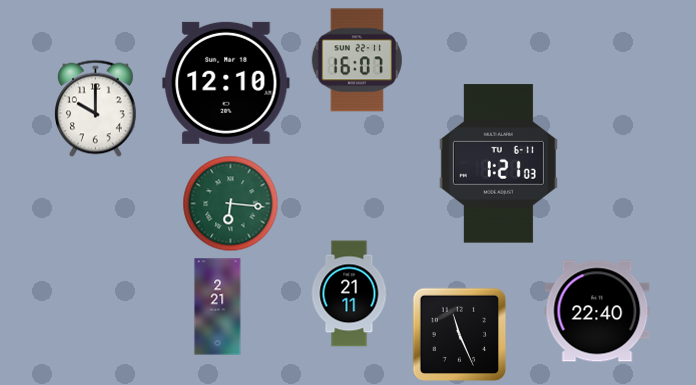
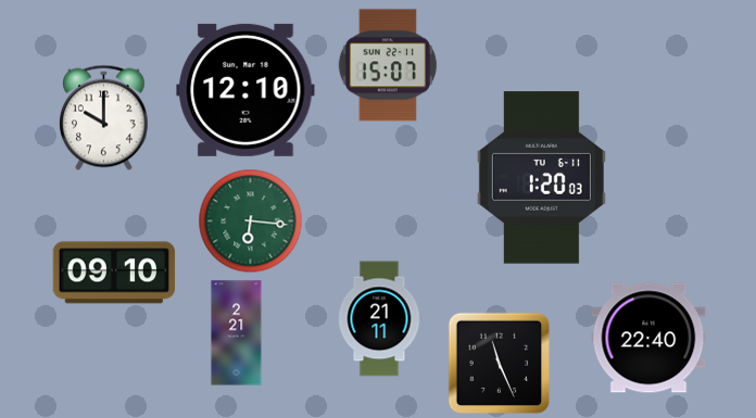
clock at (357, 60): 16:07 -> 15:07
clock at (498, 164): 1:21 -> 1:20
clock at (114, 273): none -> 09:10
